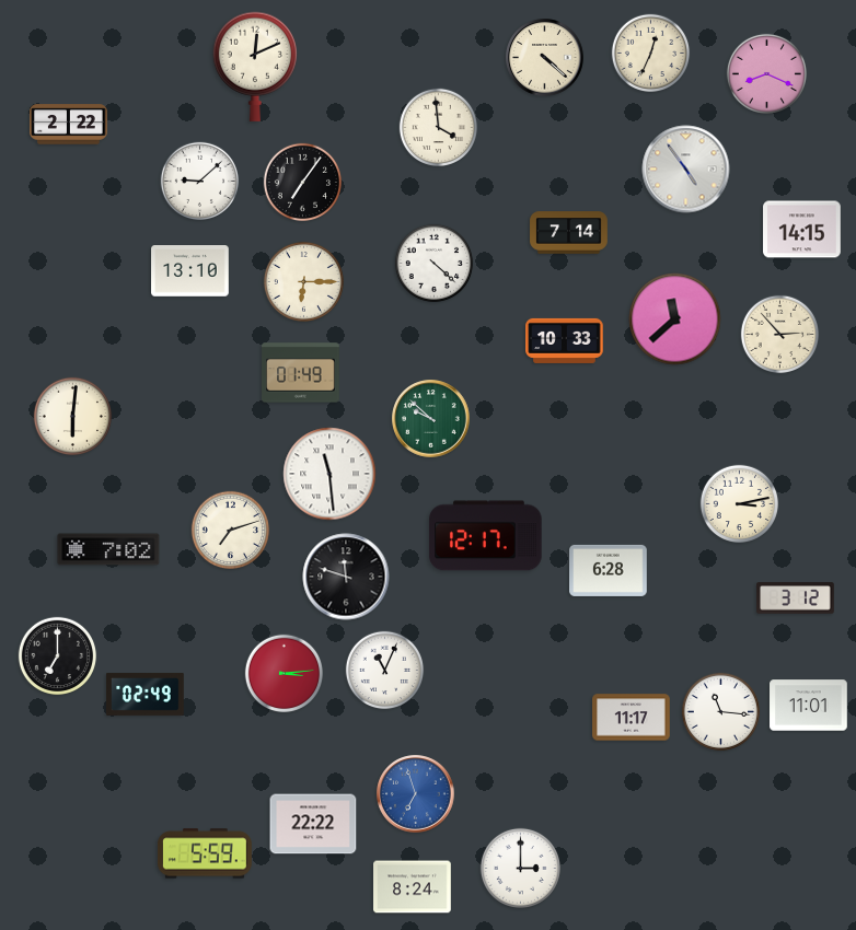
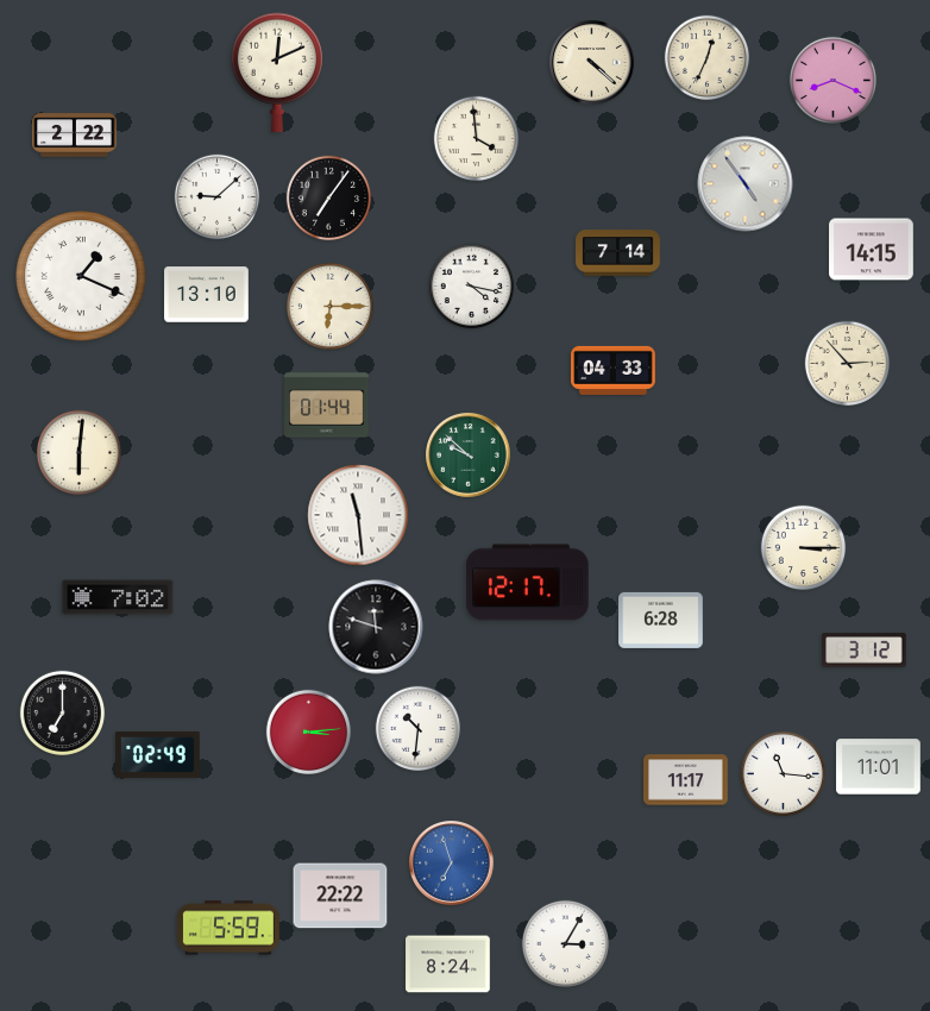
clock at (81, 276): none -> 1:19
clock at (435, 264): 4:22 -> 4:17
clock at (675, 319): 11:38 -> none
clock at (565, 340): 10:33 -> 04:33
clock at (301, 373): 01:49 -> 01:44
clock at (740, 504): 3:13 -> 3:15
clock at (231, 531): 7:12 -> none
clock at (385, 671): 11:04 -> 10:31
clock at (205, 853) position: (205, 853) -> (228, 928)
clock at (520, 868): 3:00 -> 3:05
